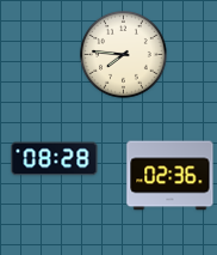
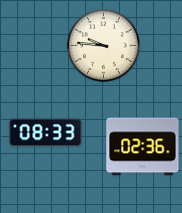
clock at (124, 55): 7:46 -> 9:46
clock at (55, 159): 08:28 -> 08:33
